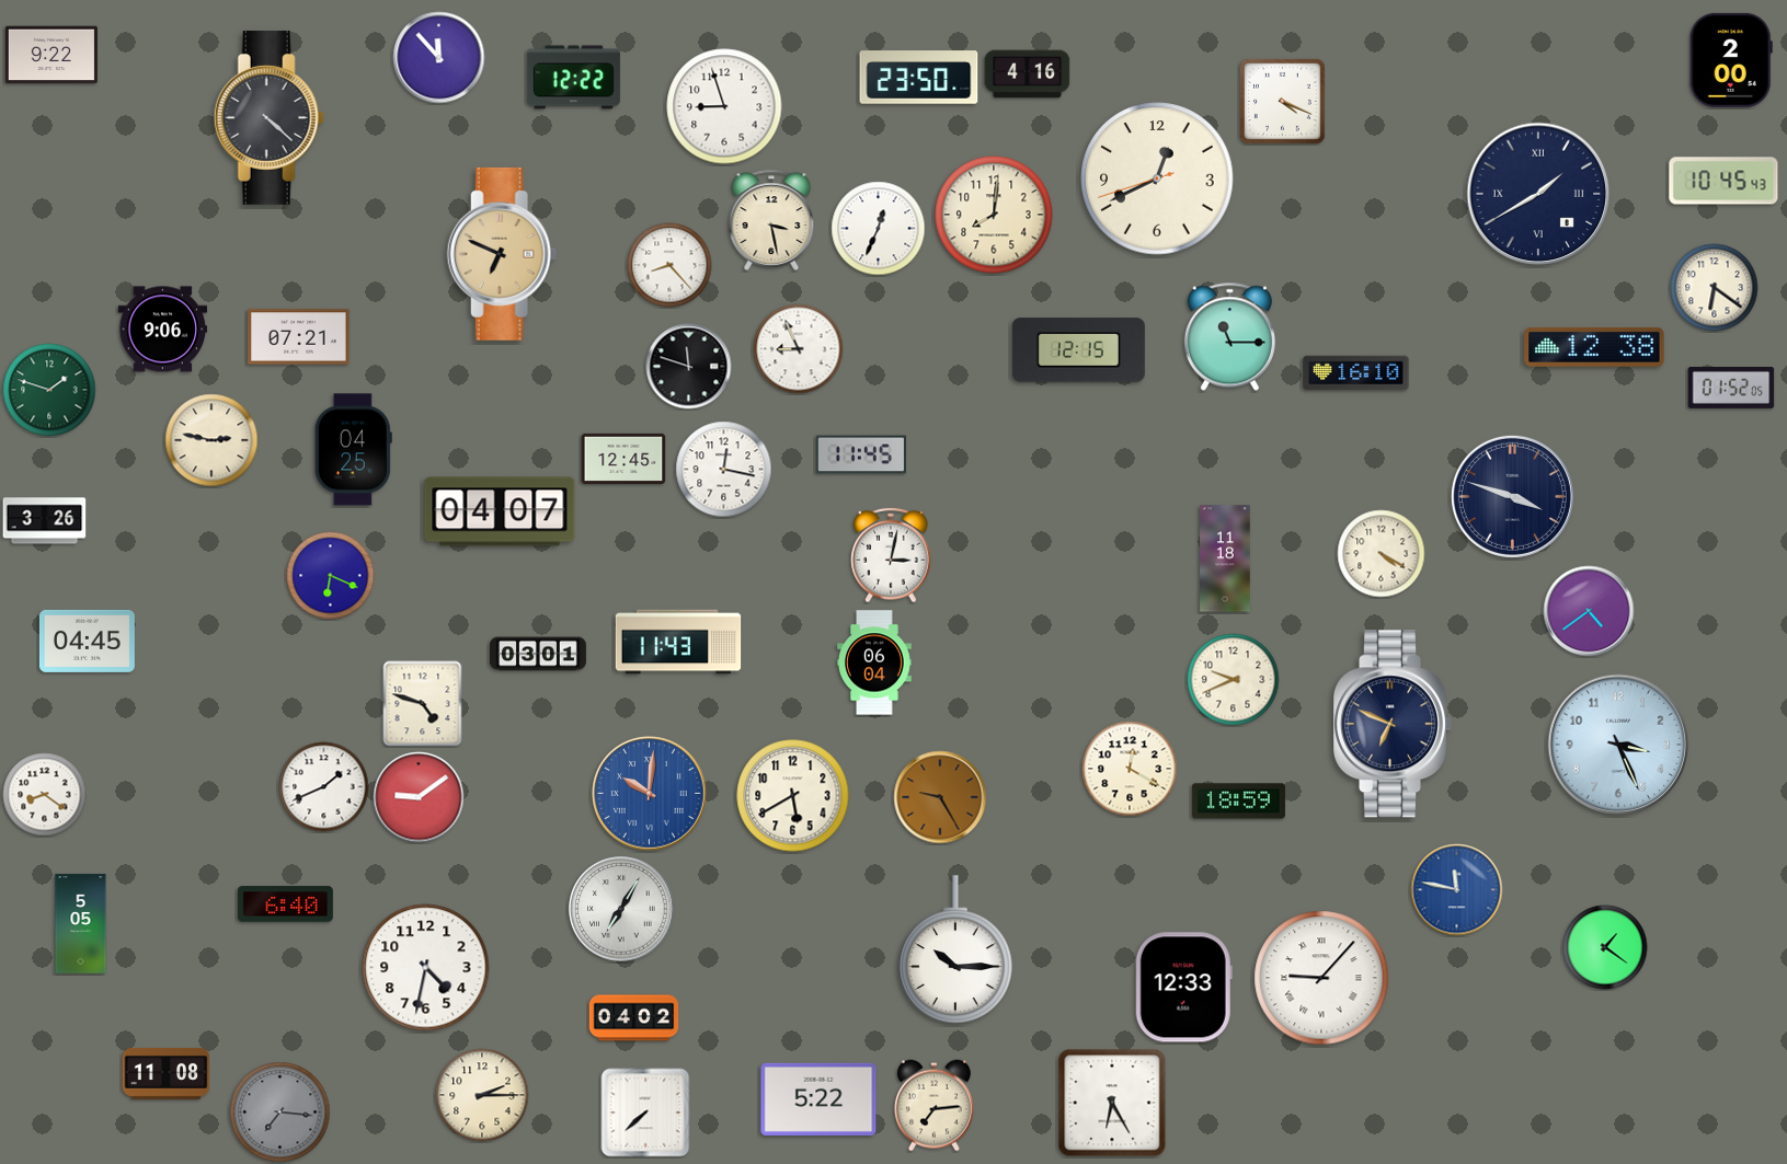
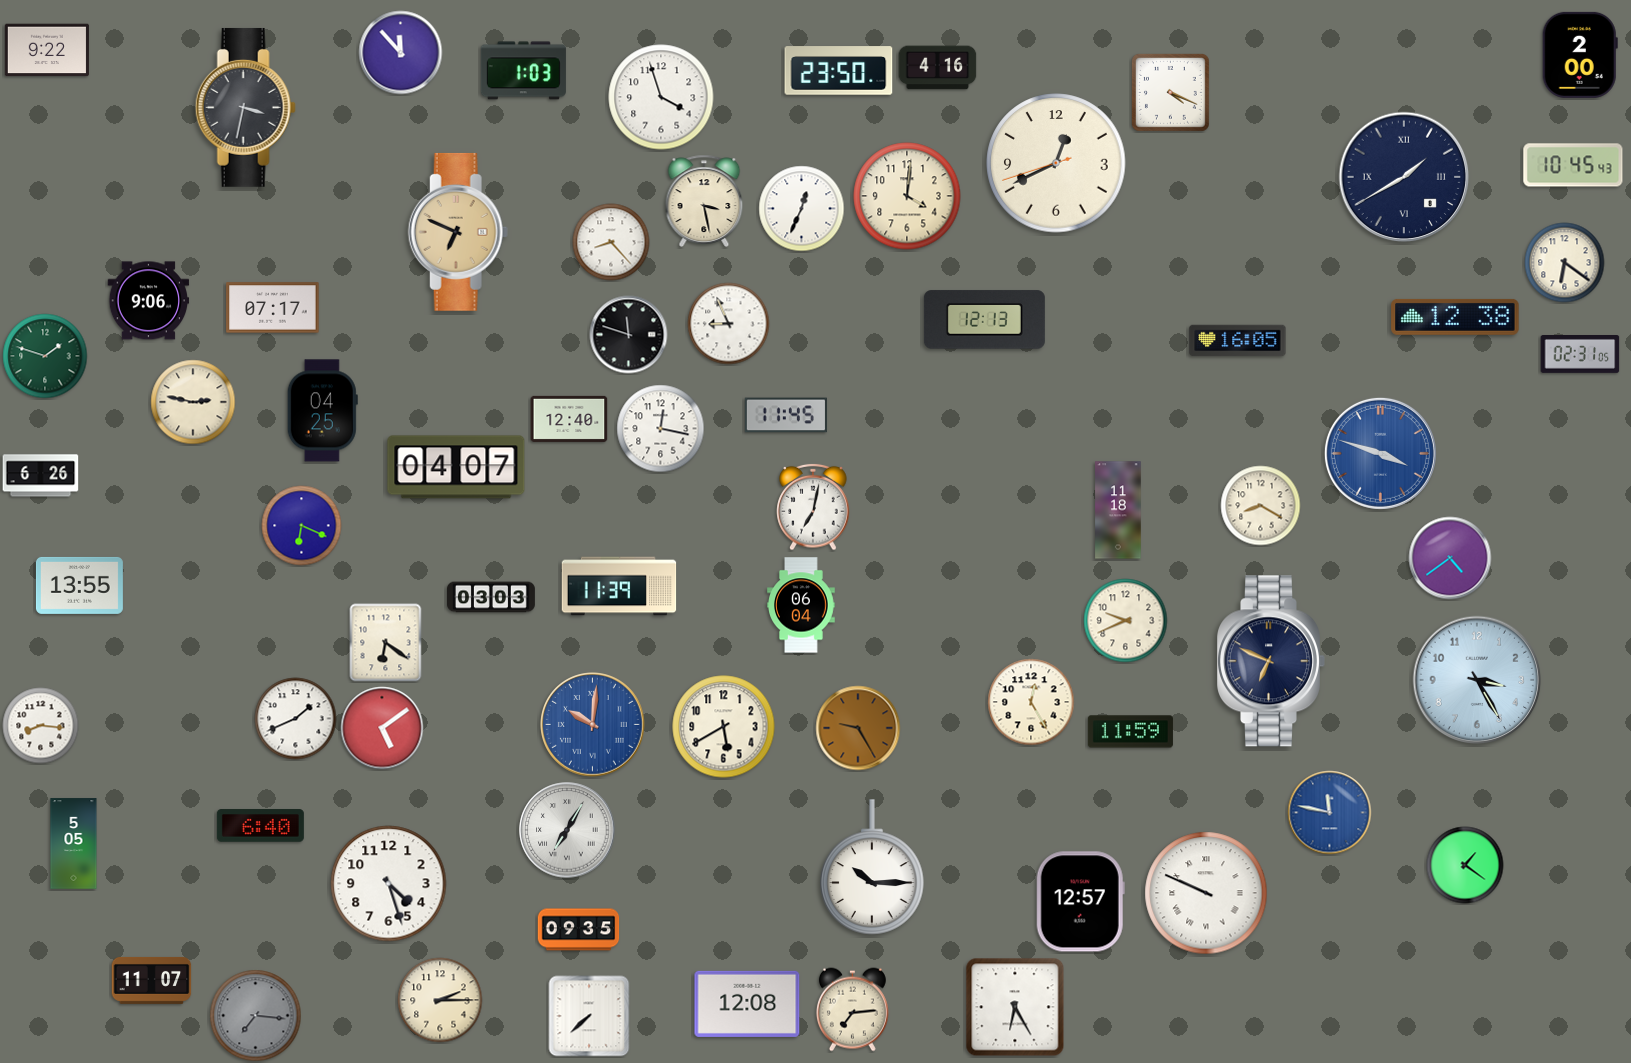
clock at (573, 78): 12:22 -> 1:03
clock at (724, 106): 8:57 -> 3:57
clock at (268, 117): 4:22 -> 3:32
clock at (994, 215): 8:01 -> 4:01
clock at (299, 337): 07:21 -> 07:17
clock at (1229, 337): 11:15 -> none
clock at (799, 349) position: (799, 349) -> (729, 324)
clock at (1078, 350): 12:15 -> 12:13
clock at (1356, 373): 16:10 -> 16:05
clock at (1731, 389): 01:52 -> 02:31
clock at (623, 459): 12:45 -> 12:40
clock at (1512, 496) dial: navy -> blue
clock at (45, 521): 3:26 -> 6:26
clock at (1382, 554): 4:20 -> 8:20
clock at (891, 555): 3:02 -> 7:02
clock at (87, 641): 04:45 -> 13:55
clock at (678, 642): 11:43 -> 11:39
clock at (539, 654): 03:01 -> 03:03
clock at (875, 662) position: (875, 662) -> (802, 605)
clock at (423, 704): 4:48 -> 6:21
clock at (1618, 745): 3:26 -> 3:25
clock at (1130, 769): 12:20 -> 12:25
clock at (45, 795): 8:21 -> 8:16
clock at (419, 797): 9:09 -> 5:09
clock at (1238, 802): 18:59 -> 11:59
clock at (426, 968): 4:32 -> 4:27
clock at (1321, 978): 9:07 -> 9:49
clock at (1183, 988): 12:33 -> 12:57
clock at (634, 1018): 04:02 -> 09:35
clock at (167, 1073): 11:08 -> 11:07
clock at (818, 1099): 5:22 -> 12:08
